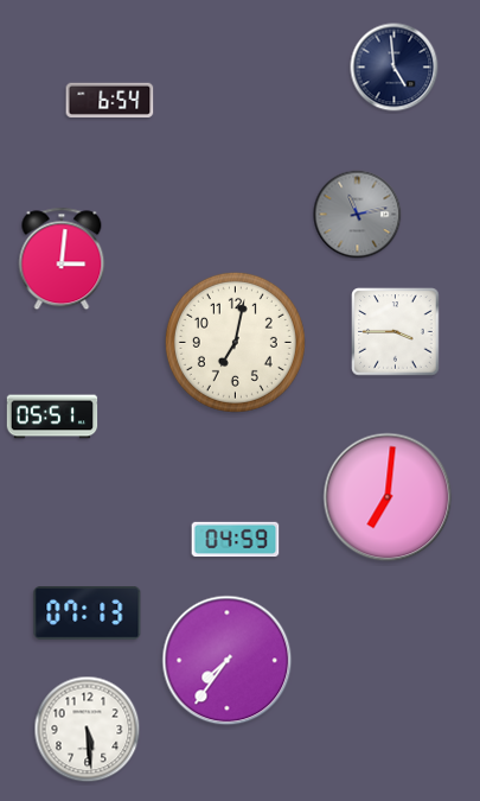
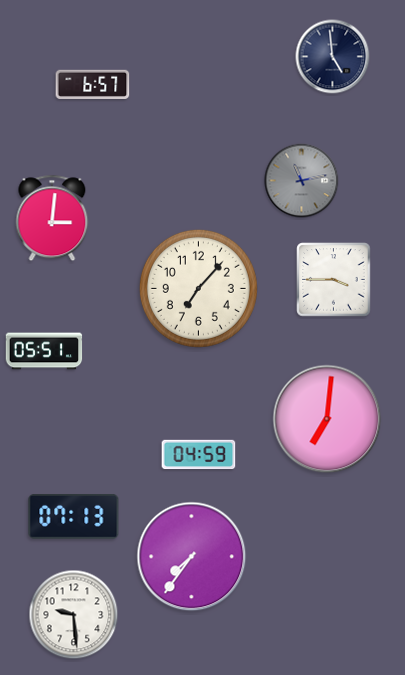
clock at (110, 100): 6:54 -> 6:57
clock at (235, 342): 7:02 -> 7:07
clock at (88, 730): 5:29 -> 9:29
